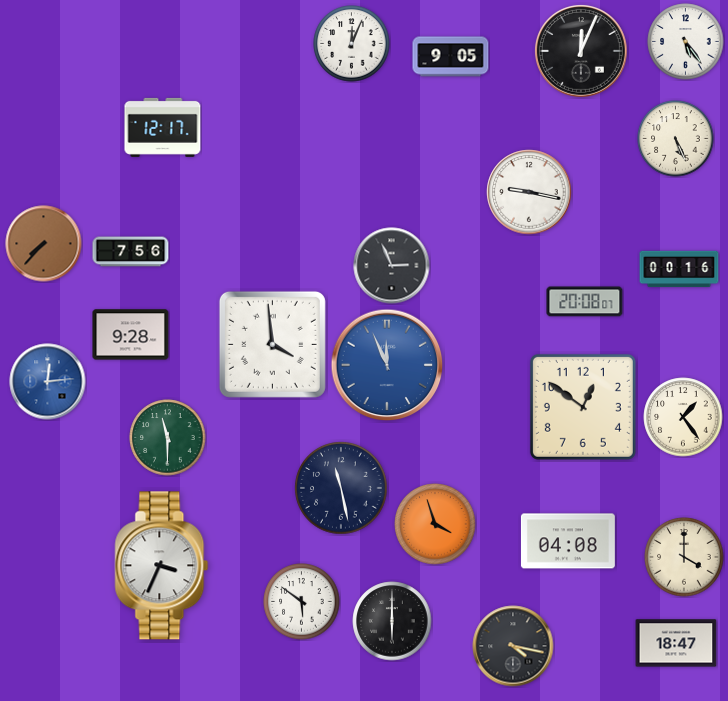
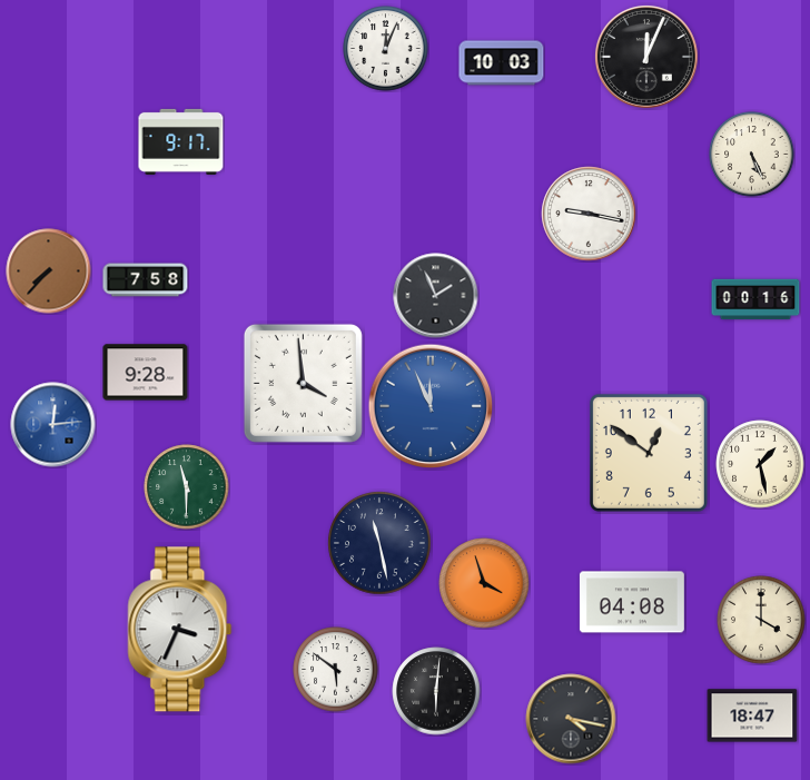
clock at (686, 42): 5:24 -> none
clock at (352, 44) position: (352, 44) -> (386, 49)
clock at (451, 57): 9:05 -> 10:03
clock at (163, 127): 12:17 -> 9:17
clock at (131, 252): 7:56 -> 7:58
clock at (392, 266): 2:56 -> 1:56
clock at (585, 302): 20:08 -> none
clock at (683, 417): 1:24 -> 1:28
clock at (392, 621): 6:00 -> 6:01
